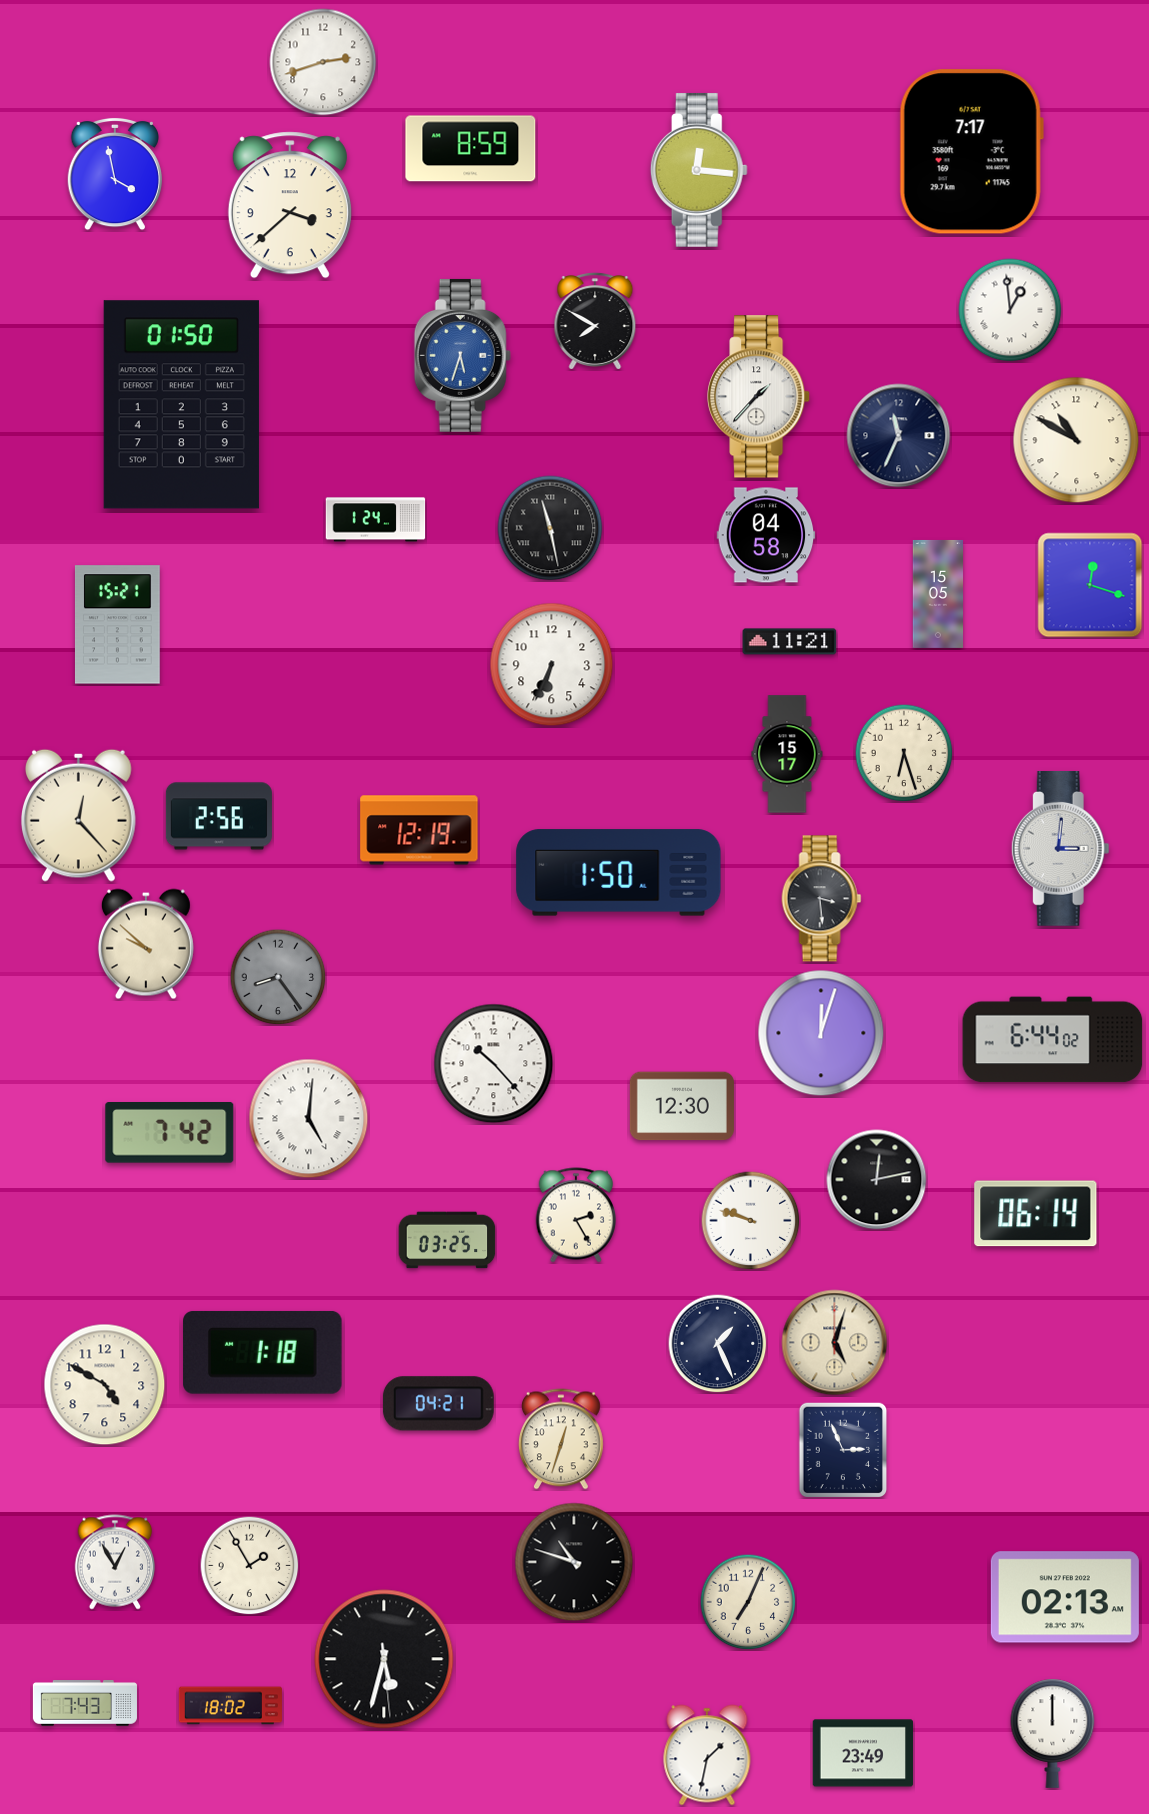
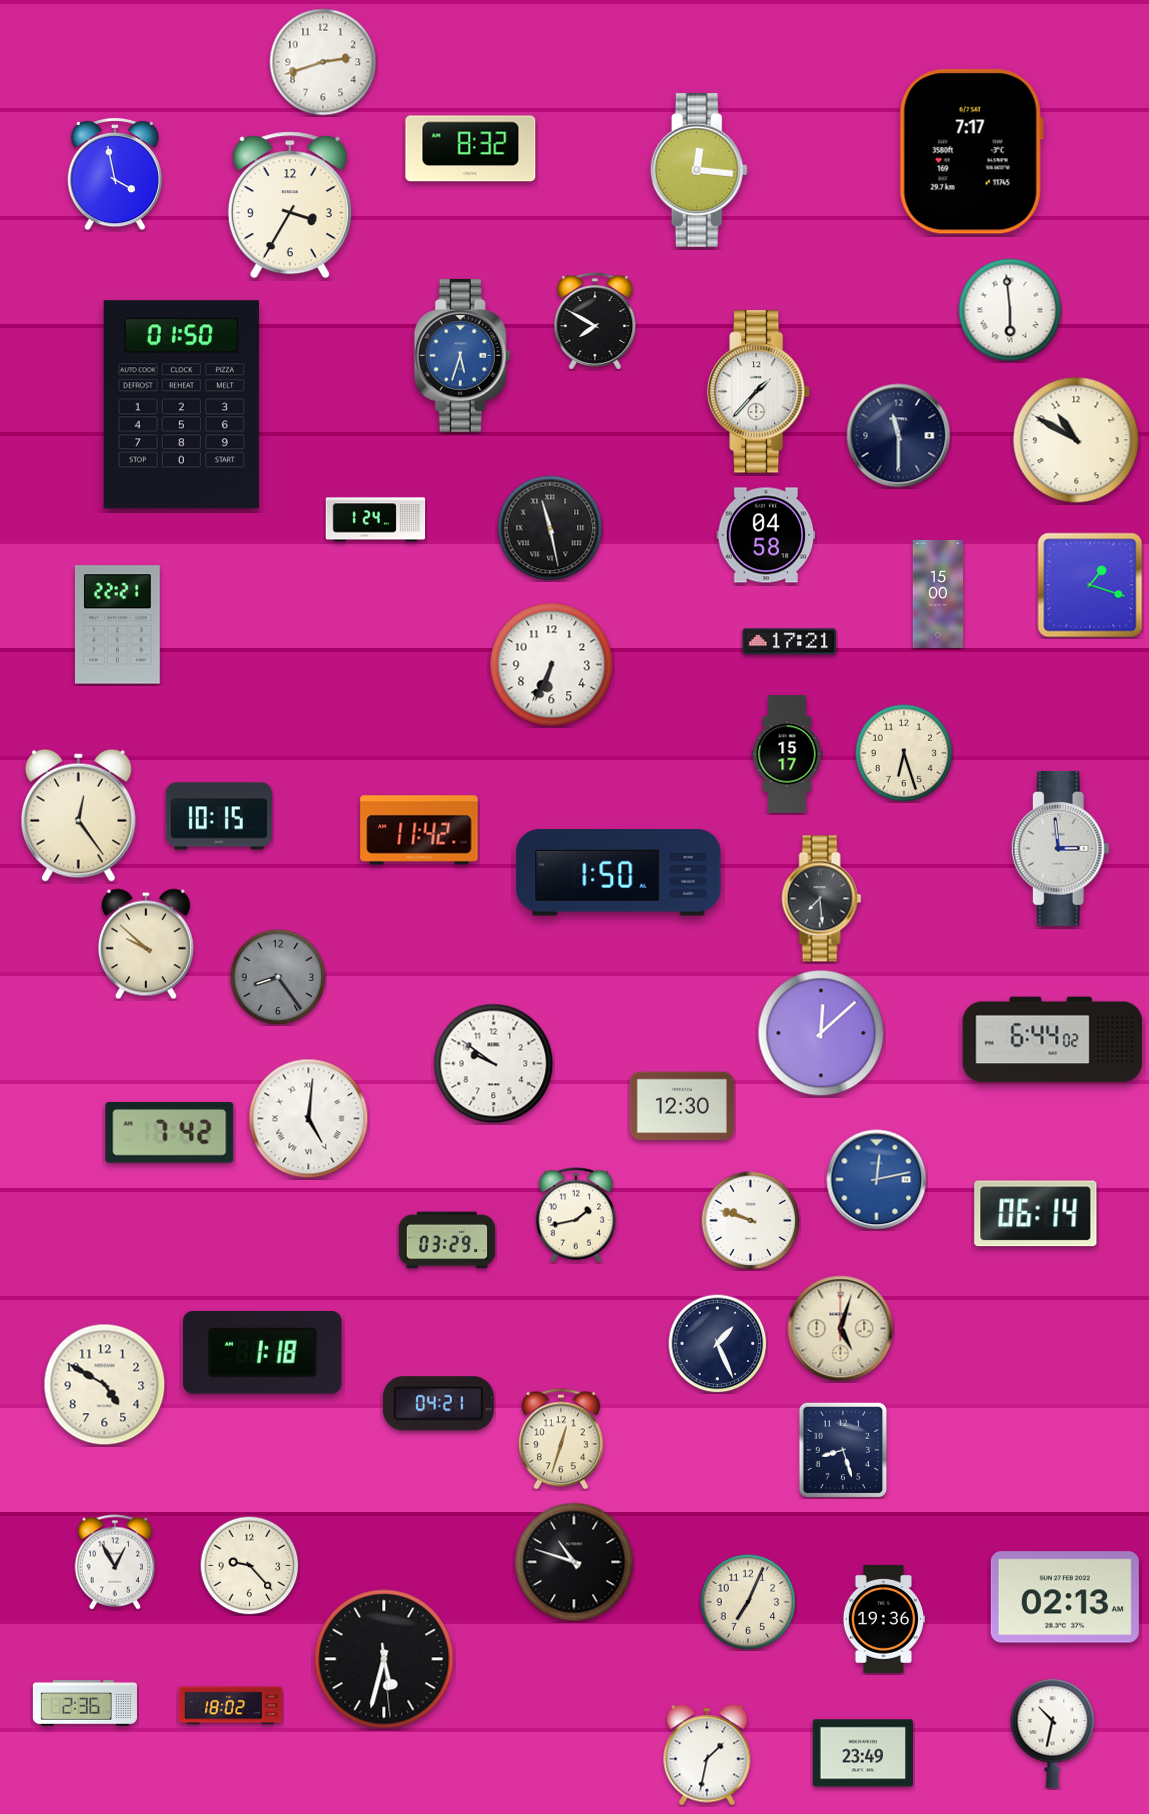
clock at (471, 149): 8:59 -> 8:32
clock at (290, 205): 3:38 -> 3:35
clock at (1010, 310): 12:59 -> 5:59
clock at (760, 397) position: (760, 397) -> (760, 392)
clock at (899, 436): 11:34 -> 11:30
clock at (1090, 585): 12:18 -> 1:18
clock at (938, 594): 15:05 -> 15:00
clock at (117, 625): 15:21 -> 22:21
clock at (790, 642): 11:21 -> 17:21
clock at (78, 815): 12:23 -> 12:24
clock at (219, 816): 2:56 -> 10:15
clock at (419, 830): 12:19 -> 11:42
clock at (1060, 849): 3:01 -> 2:59
clock at (822, 899): 3:29 -> 7:29
clock at (821, 1033): 12:03 -> 12:08
clock at (494, 1064): 10:23 -> 9:51
clock at (877, 1180) dial: black -> blue
clock at (576, 1215): 2:25 -> 1:43
clock at (447, 1240): 03:25 -> 03:29
clock at (835, 1343) position: (835, 1343) -> (841, 1329)
clock at (843, 1450): 2:56 -> 8:27
clock at (250, 1566): 1:55 -> 9:23
clock at (883, 1619): none -> 19:36
clock at (85, 1703): 7:43 -> 2:36
clock at (1053, 1733): 12:00 -> 10:32
